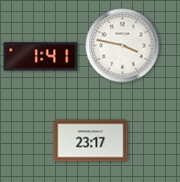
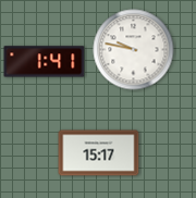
clock at (123, 46): 3:47 -> 9:47
clock at (91, 141): 23:17 -> 15:17
